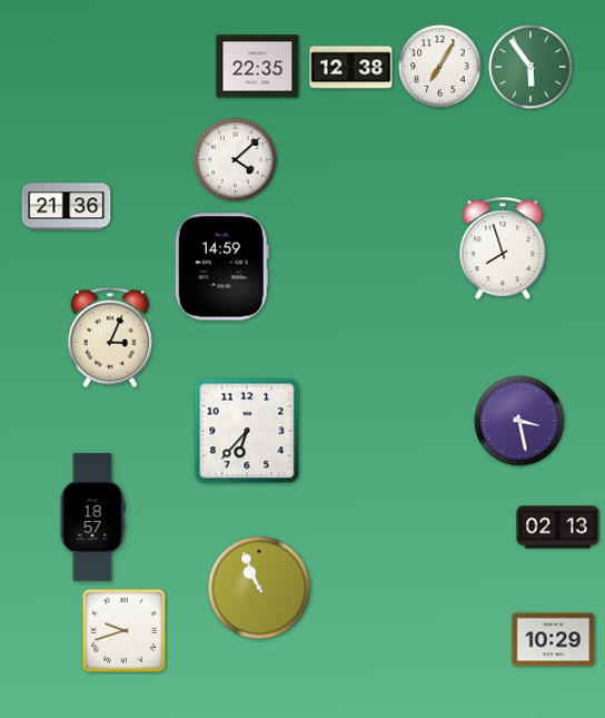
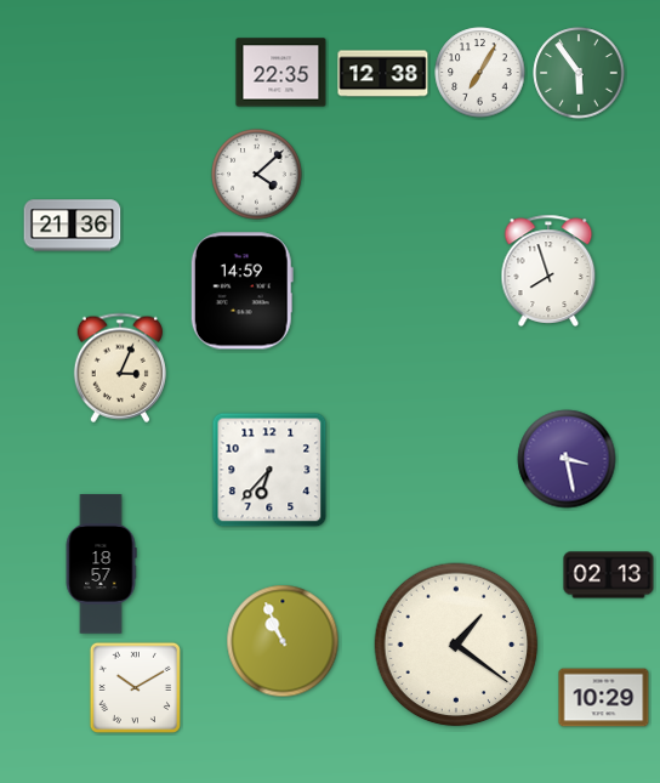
clock at (456, 645): none -> 1:21
clock at (123, 630): 9:42 -> 10:10
